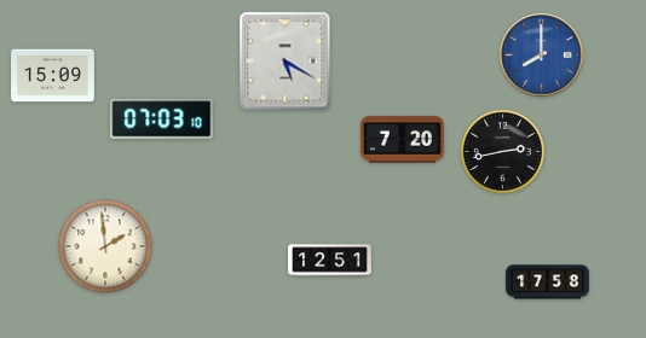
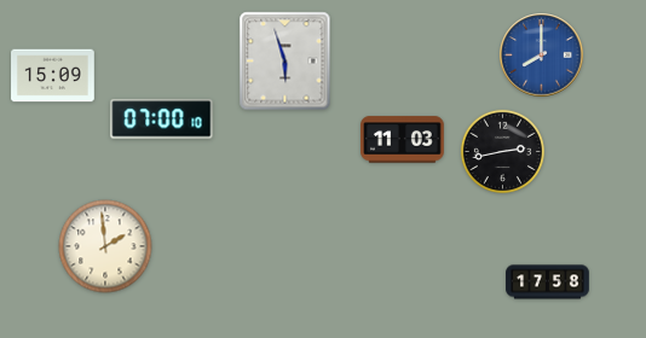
clock at (285, 62): 5:20 -> 5:57
clock at (162, 120): 07:03 -> 07:00
clock at (403, 140): 7:20 -> 11:03
clock at (330, 261): 12:51 -> none
